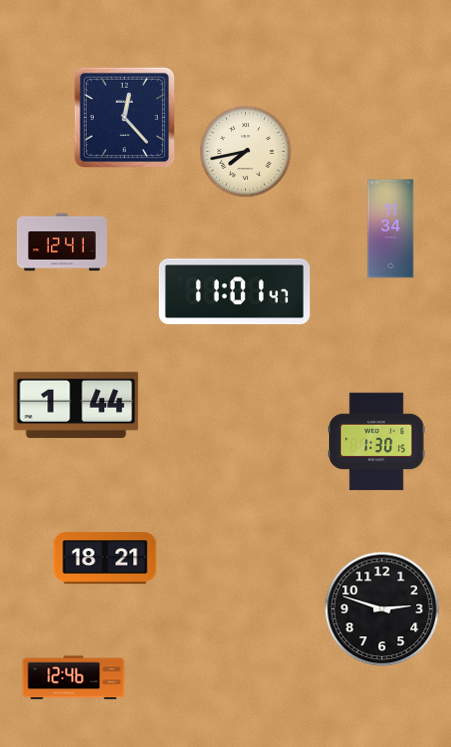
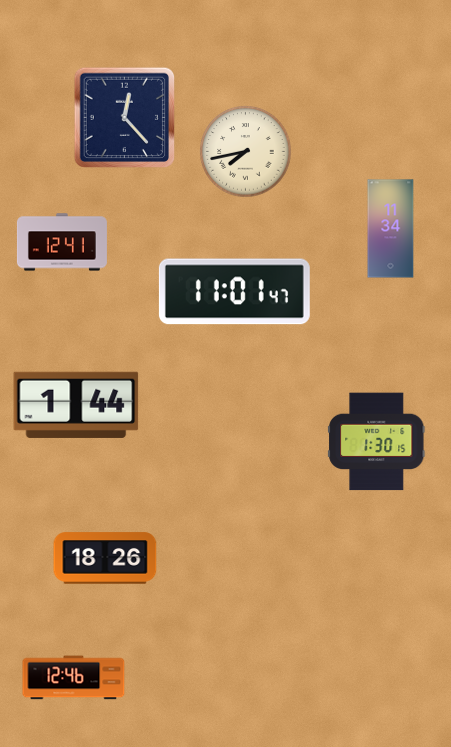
clock at (105, 558): 18:21 -> 18:26
clock at (382, 609): 2:48 -> none
